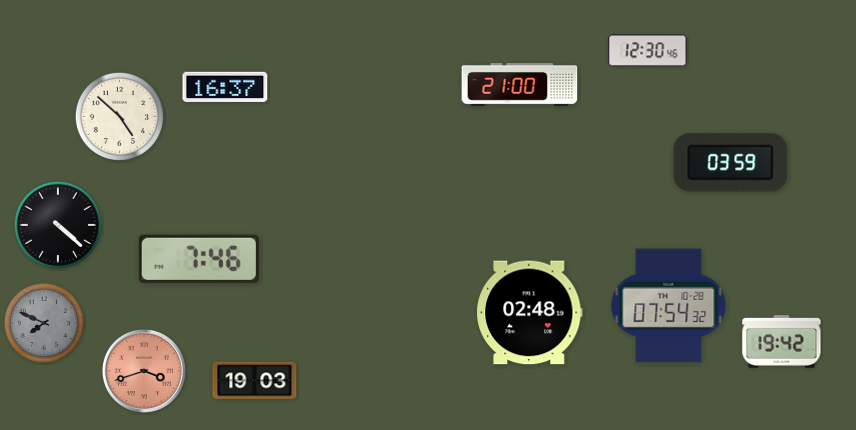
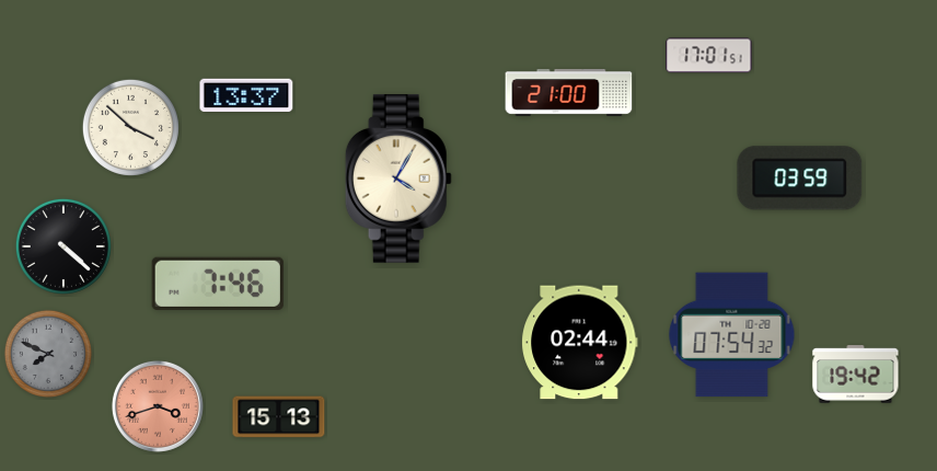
clock at (648, 51): 12:30 -> 17:01
clock at (225, 86): 16:37 -> 13:37
clock at (119, 116): 4:52 -> 3:52
clock at (398, 179): none -> 4:05
clock at (530, 313): 02:48 -> 02:44
clock at (255, 381): 19:03 -> 15:13
